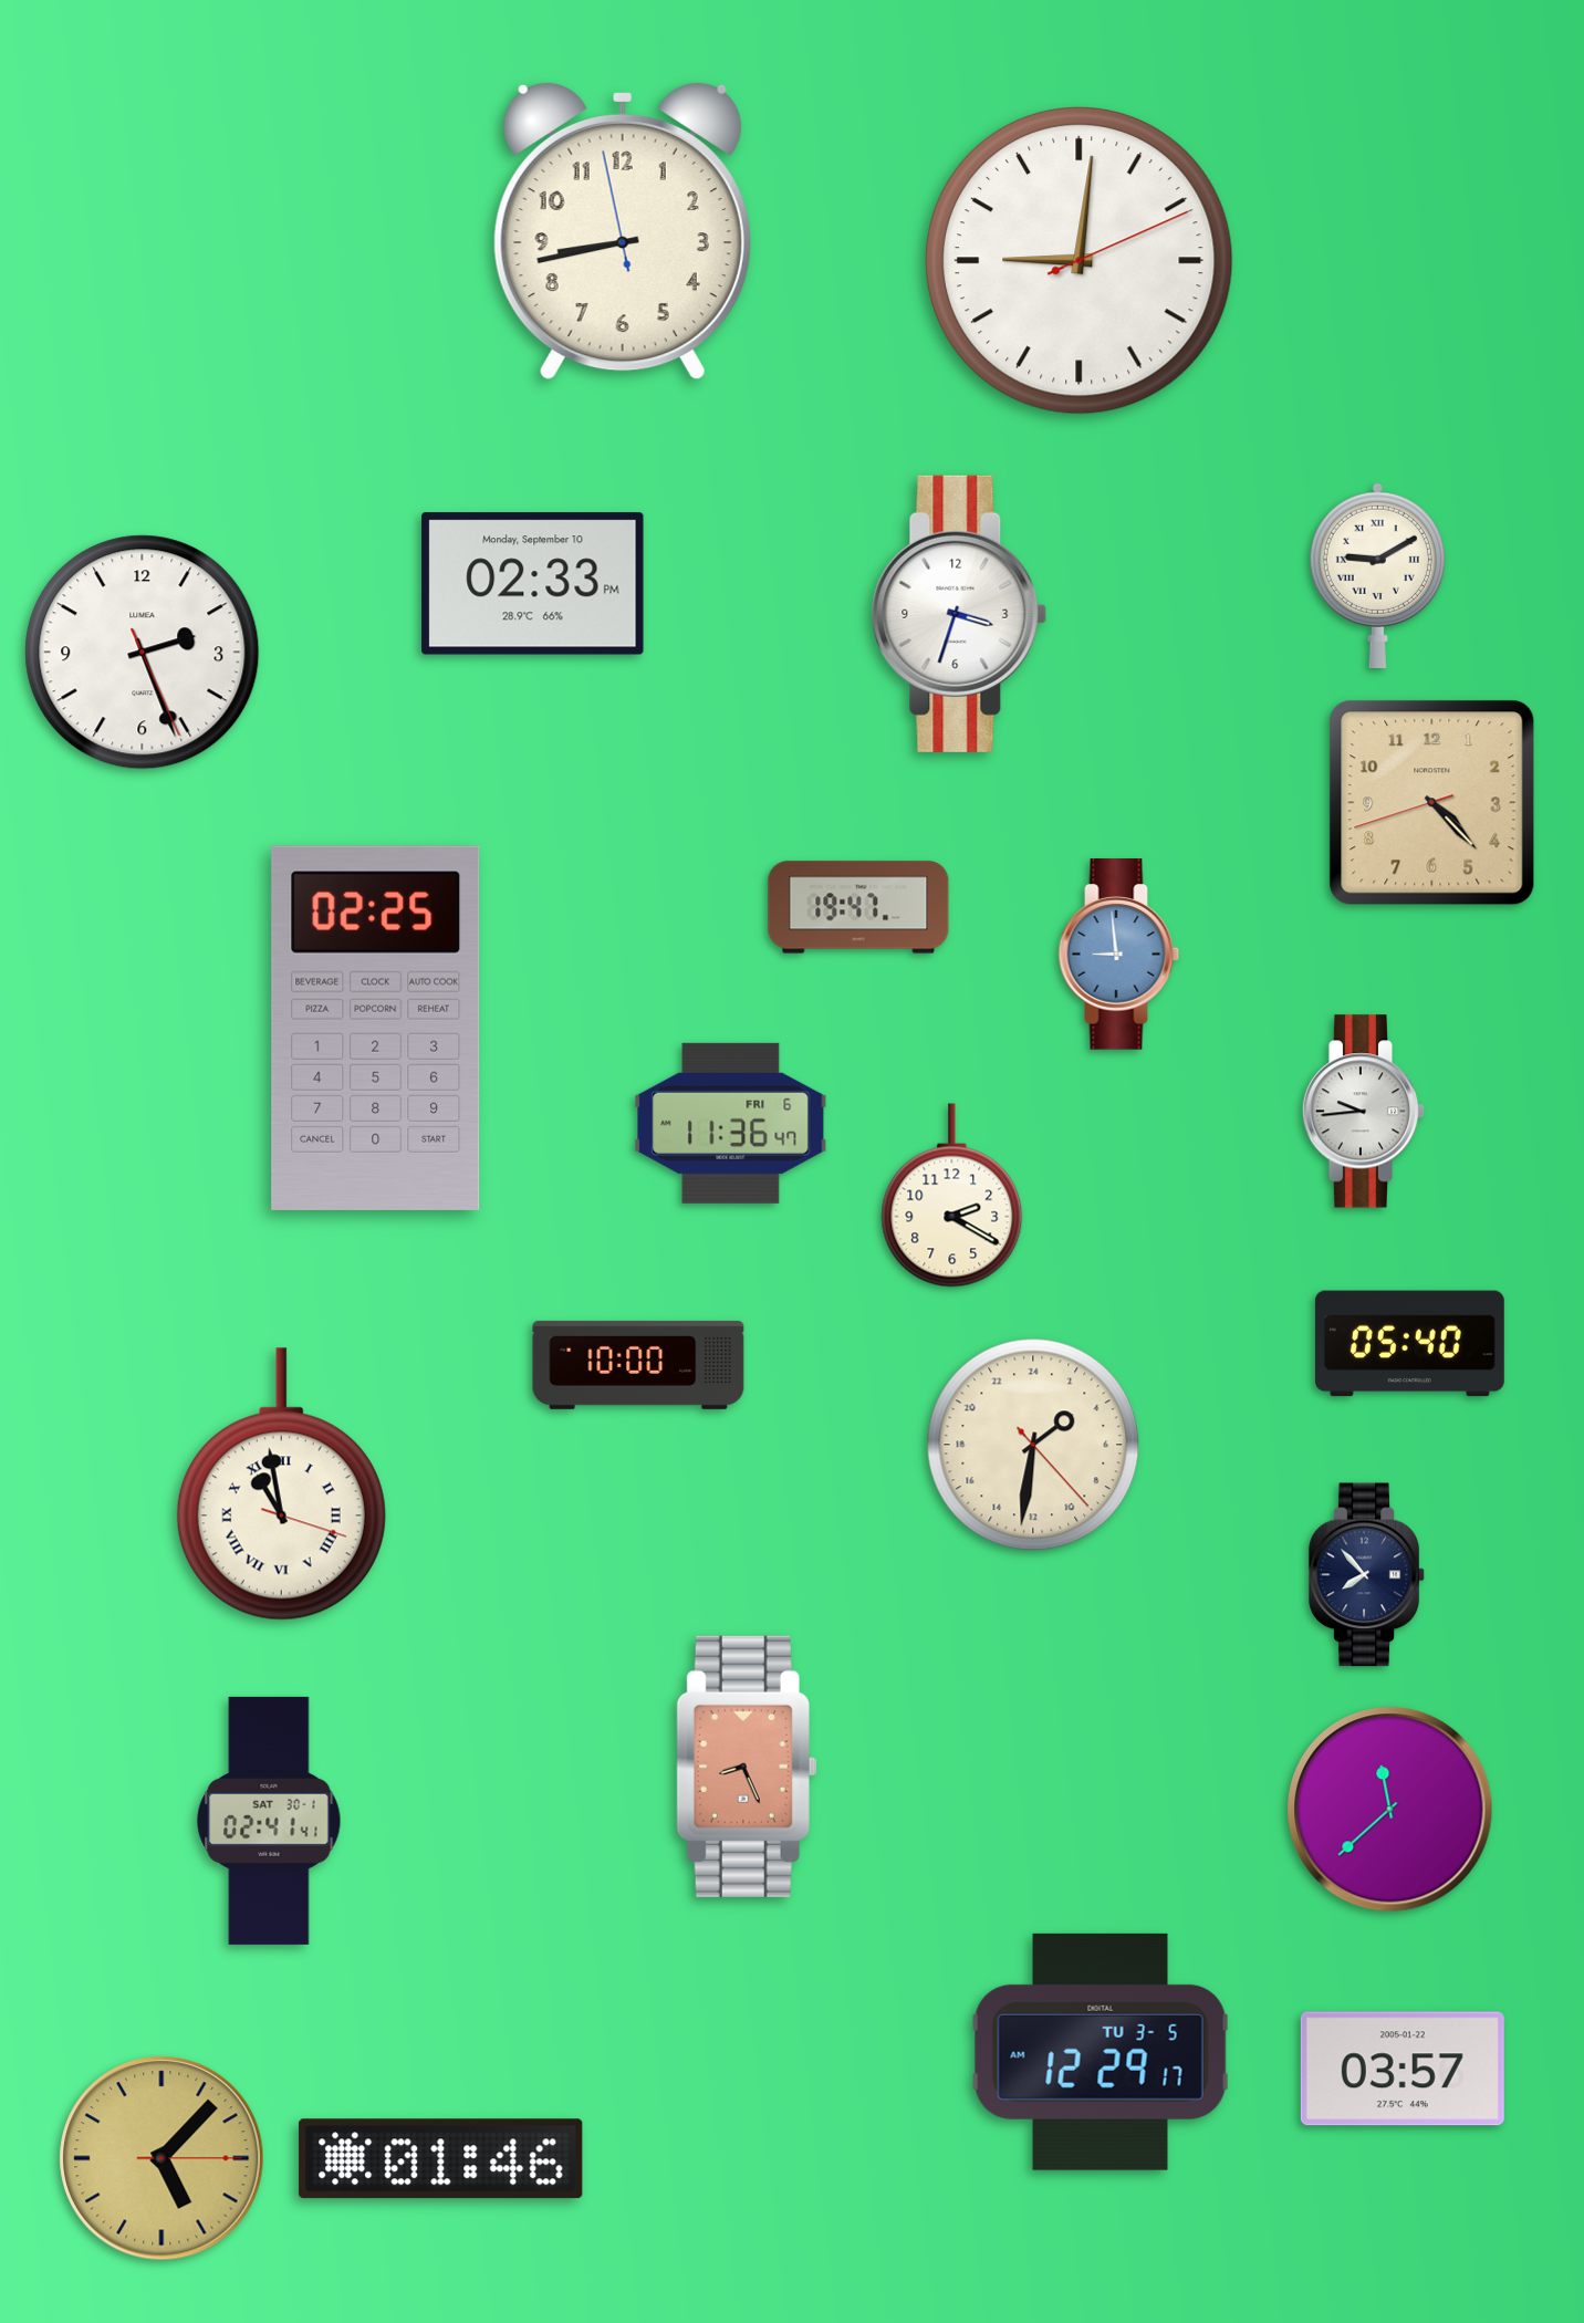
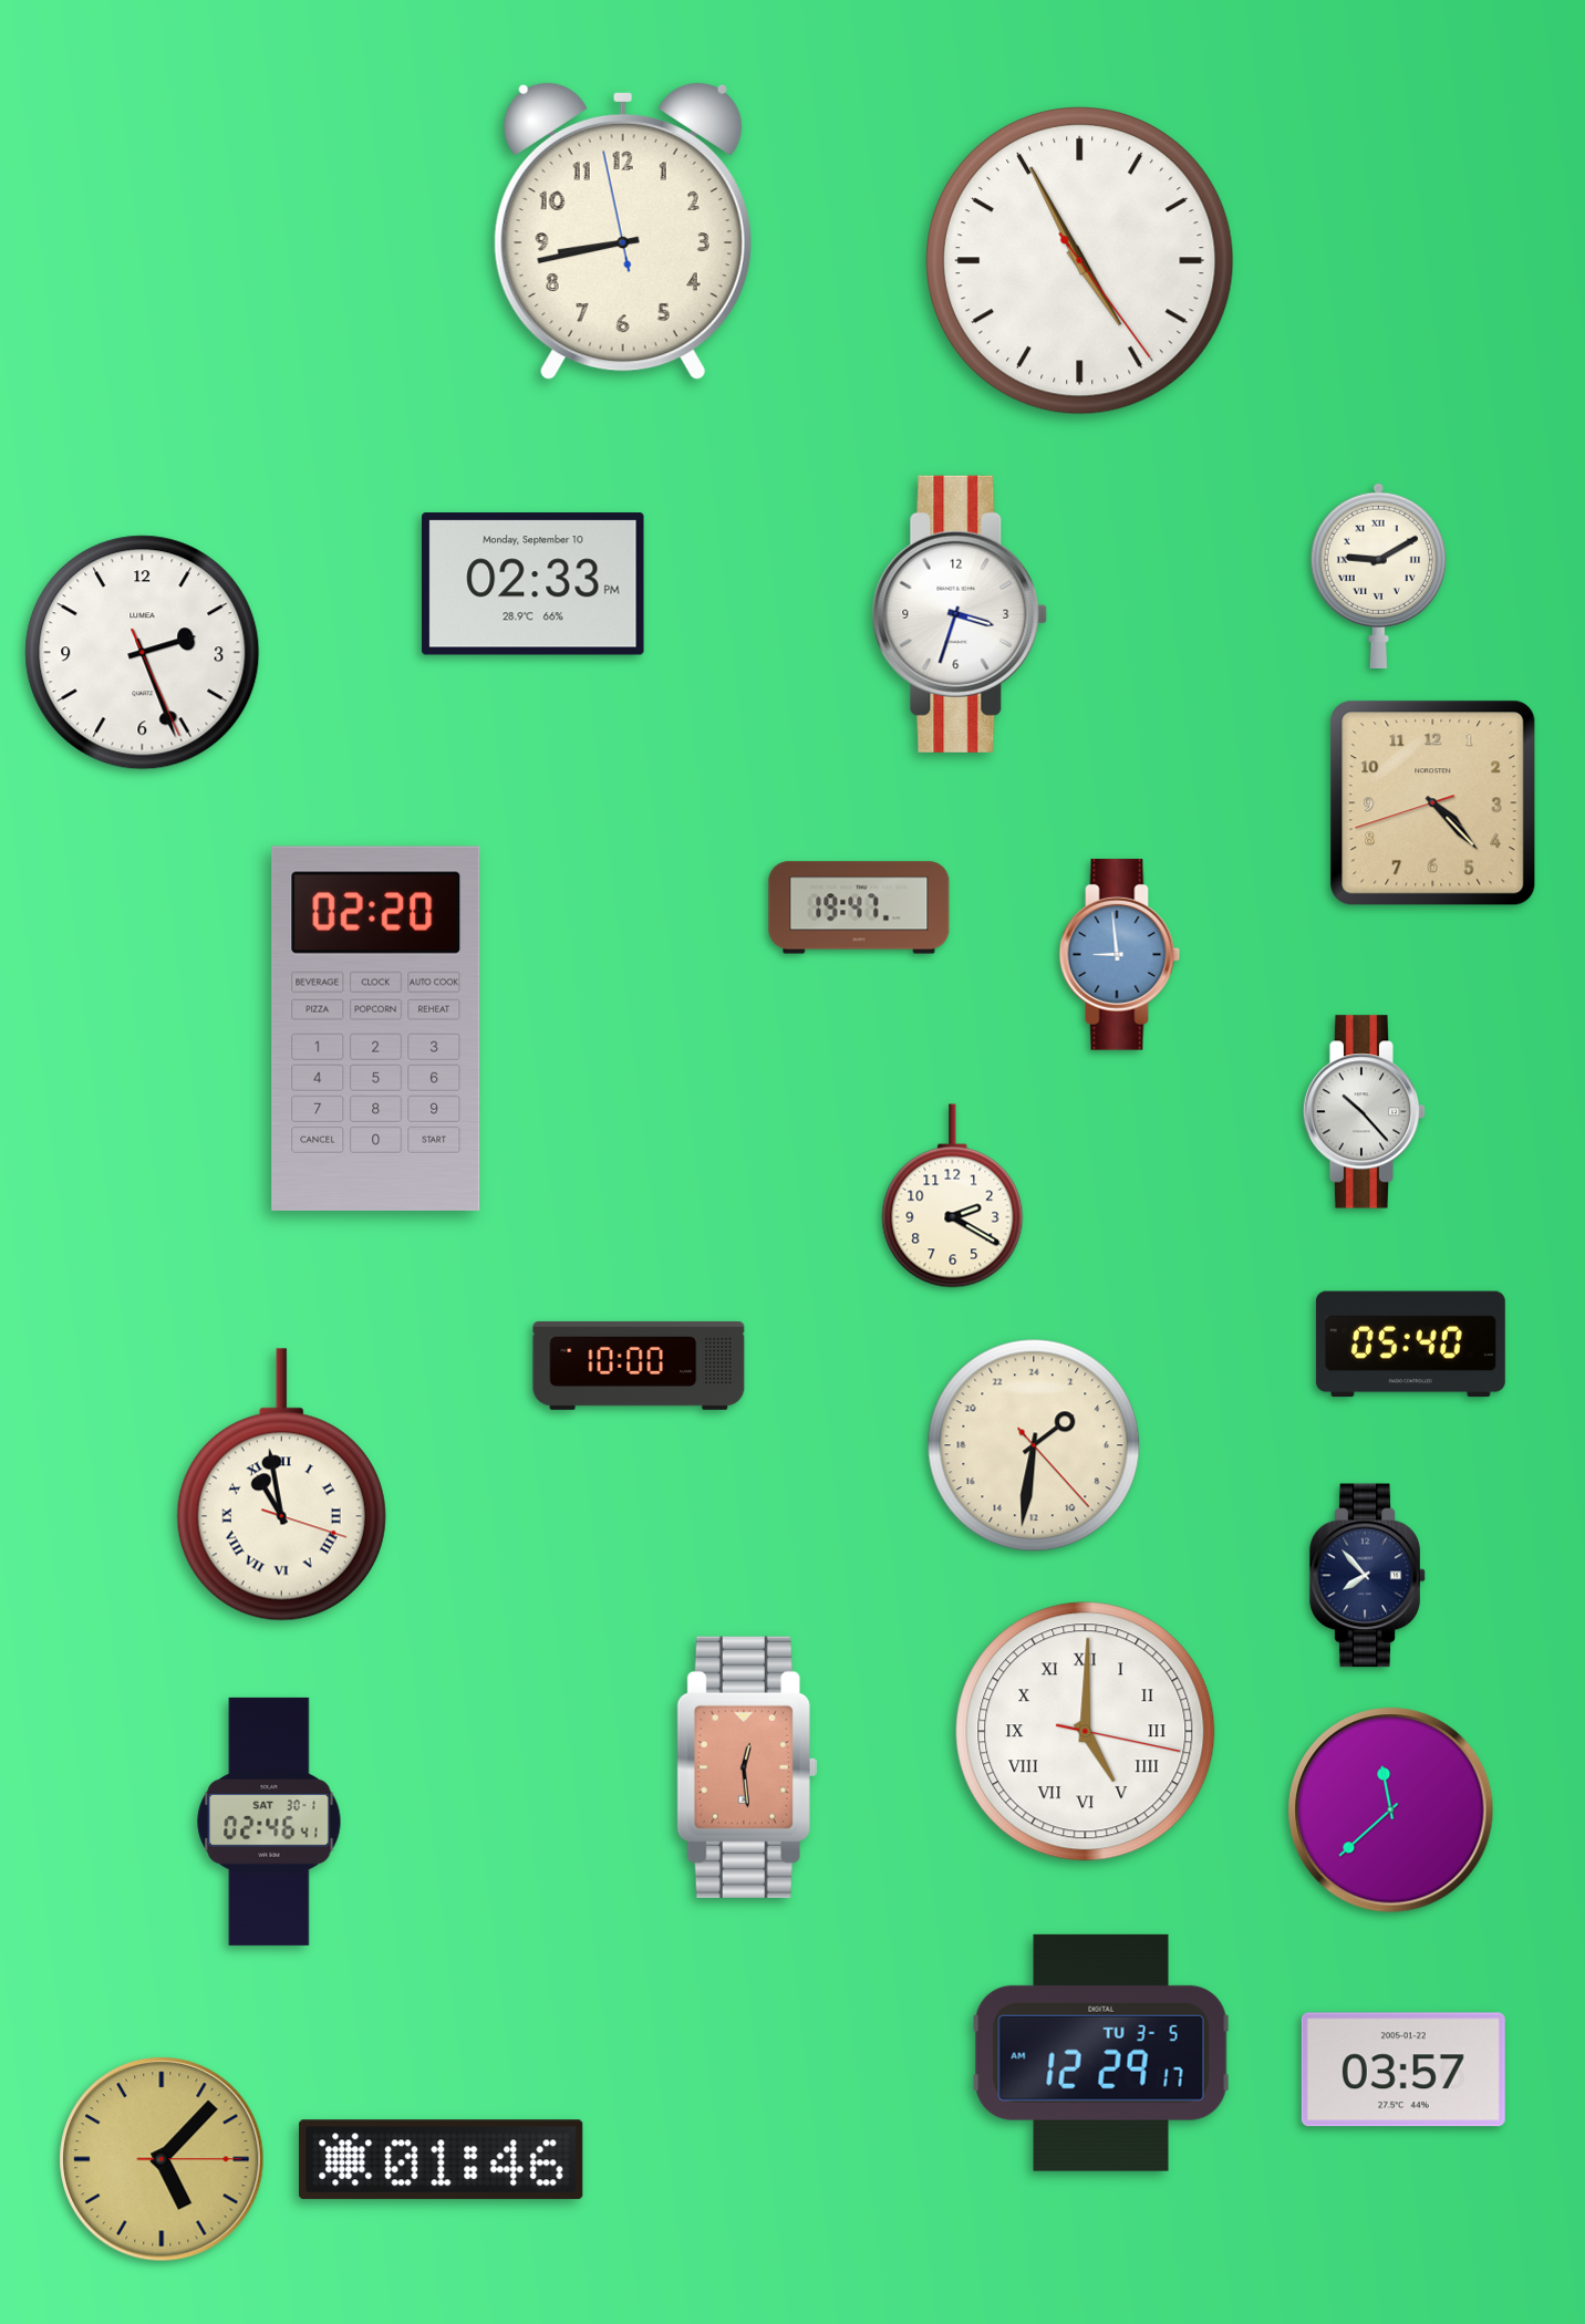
clock at (1080, 261): 9:01 -> 4:55
clock at (376, 1028): 02:25 -> 02:20
clock at (1364, 1112): 9:44 -> 10:23
clock at (731, 1123): 11:36 -> none
clock at (1086, 1732): none -> 5:00
clock at (747, 1767): 8:26 -> 12:29
clock at (269, 1821): 02:41 -> 02:46
